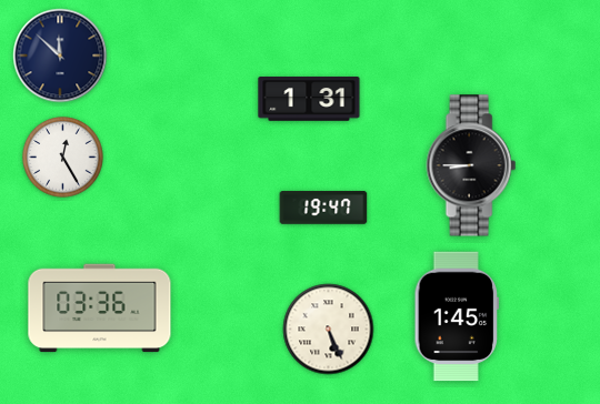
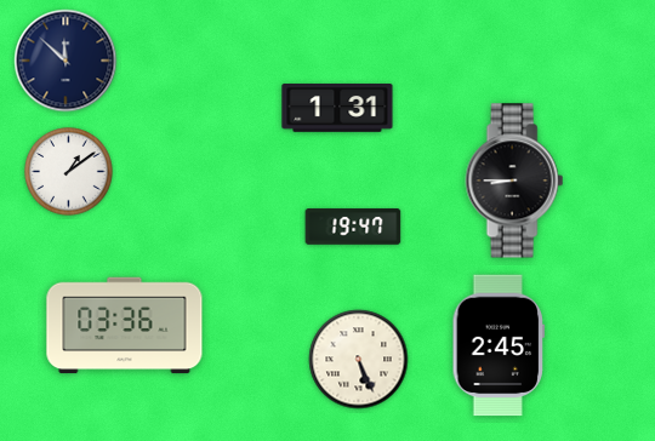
clock at (63, 158): 12:25 -> 1:09
clock at (100, 309) position: (100, 309) -> (125, 326)
clock at (457, 316): 1:45 -> 2:45
